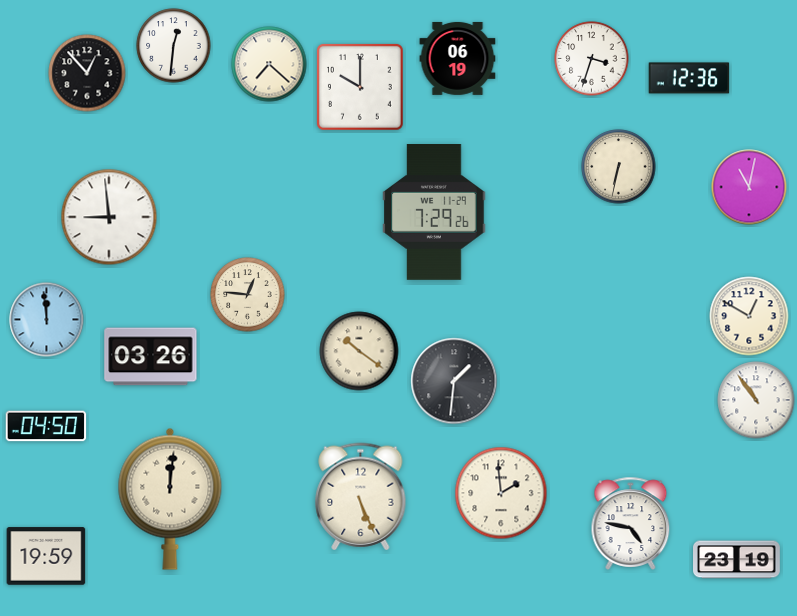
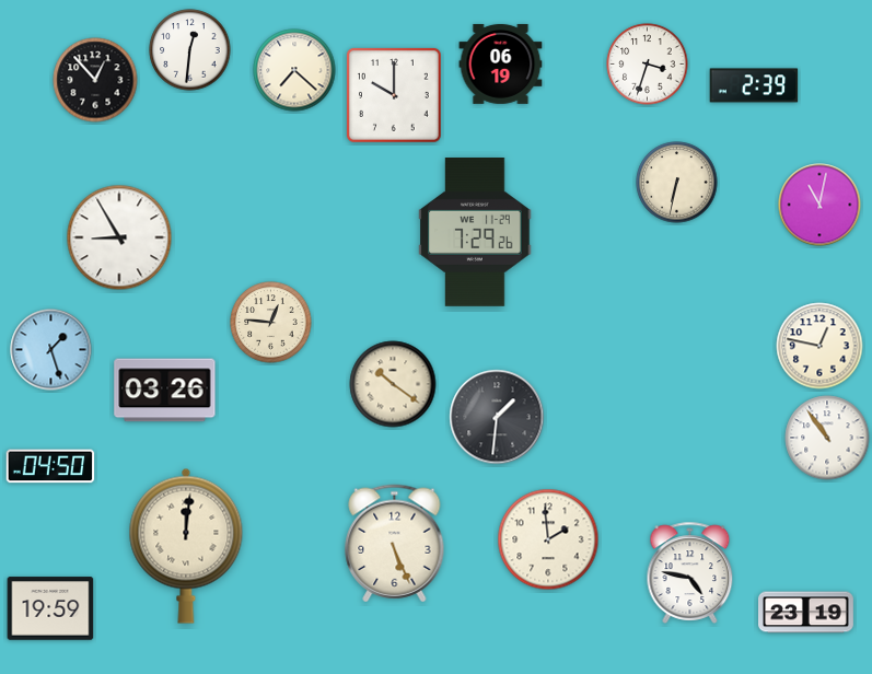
clock at (689, 78): 12:36 -> 2:39
clock at (109, 217): 8:59 -> 8:55
clock at (749, 316): 12:50 -> 12:47
clock at (47, 320): 11:59 -> 1:27
